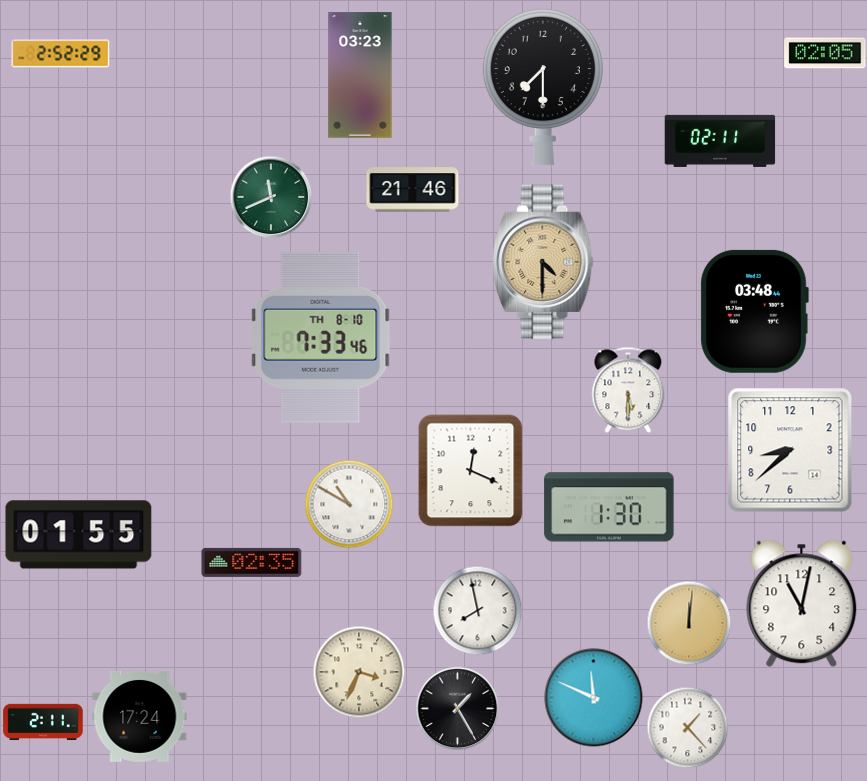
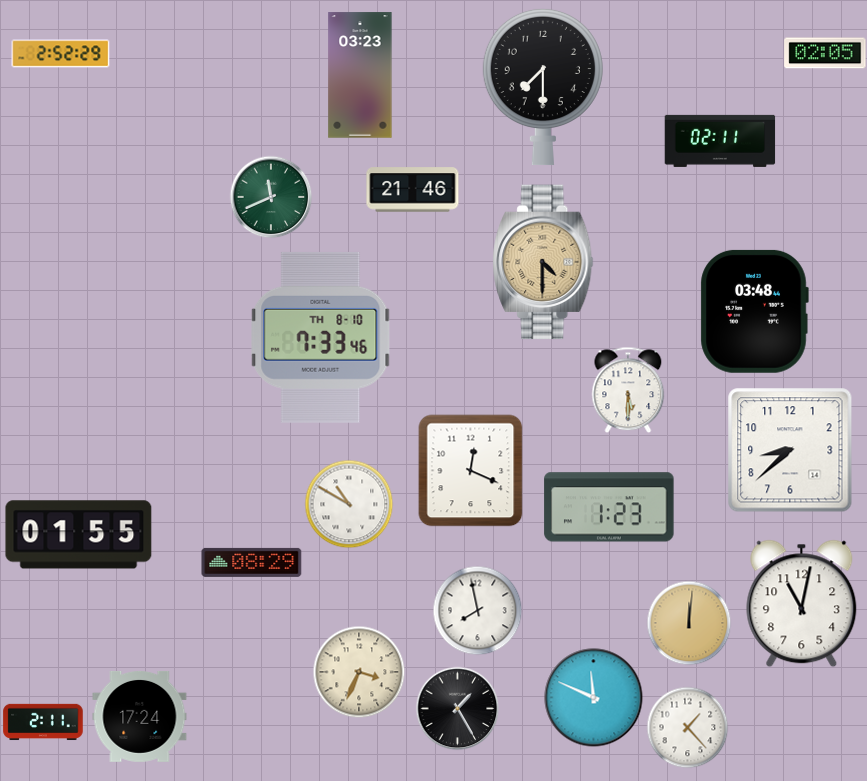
clock at (609, 507): 1:30 -> 1:23
clock at (252, 562): 02:35 -> 08:29
